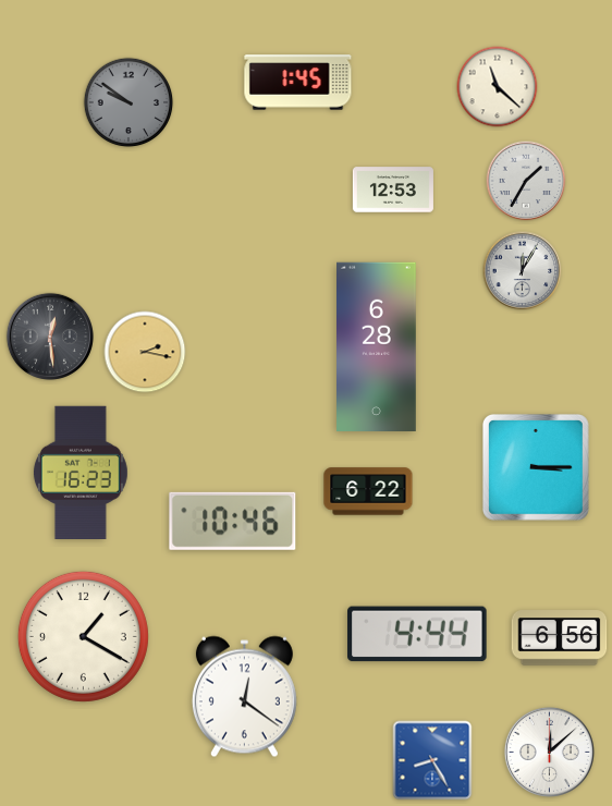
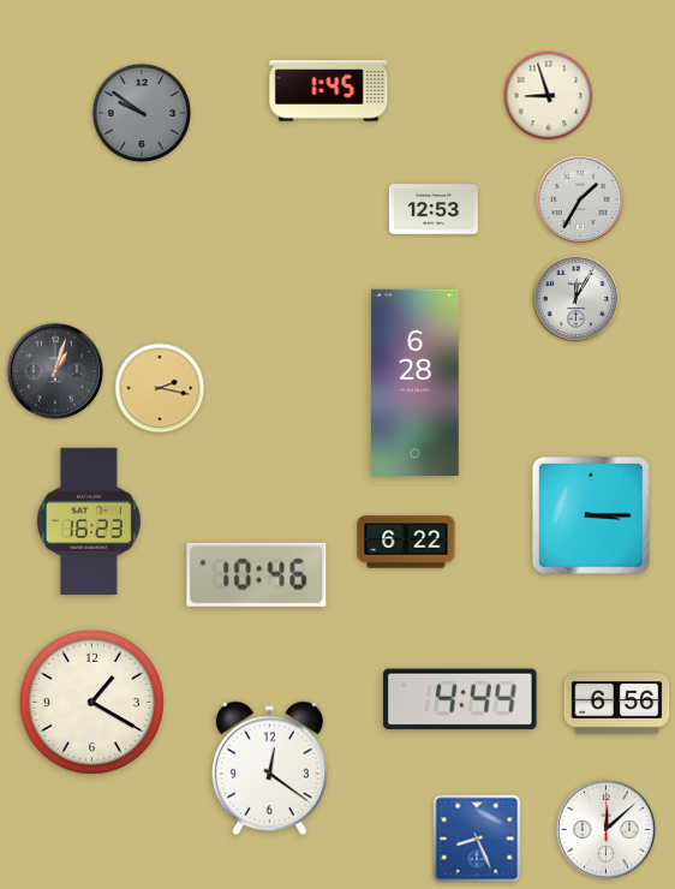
clock at (498, 87): 11:22 -> 8:57
clock at (50, 337): 12:29 -> 1:03
clock at (432, 760): 8:25 -> 8:26
